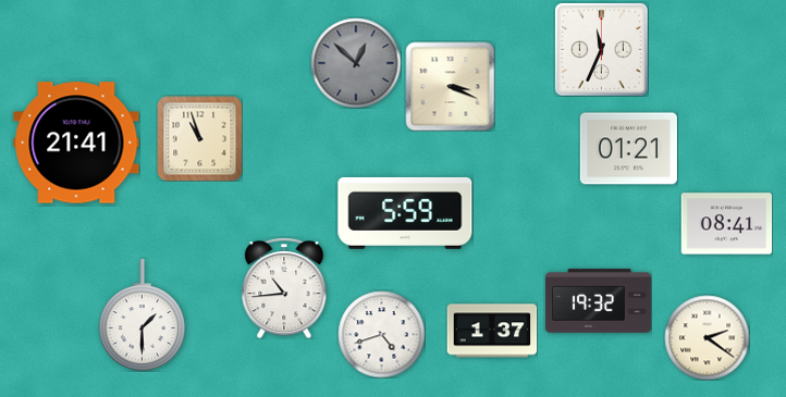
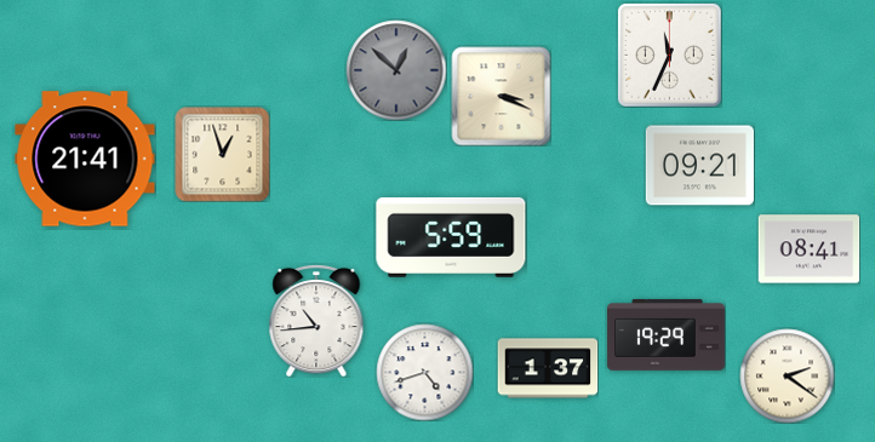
clock at (199, 138): 10:57 -> 12:57
clock at (628, 149): 01:21 -> 09:21
clock at (598, 301): 19:32 -> 19:29
clock at (142, 315): 1:30 -> none
